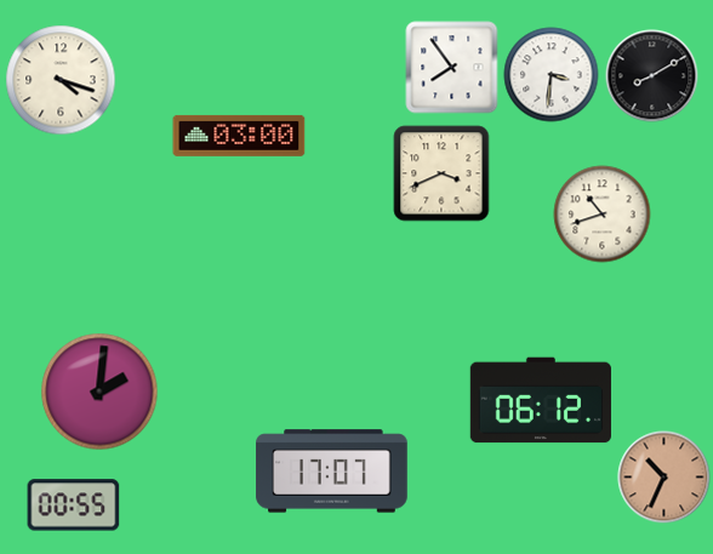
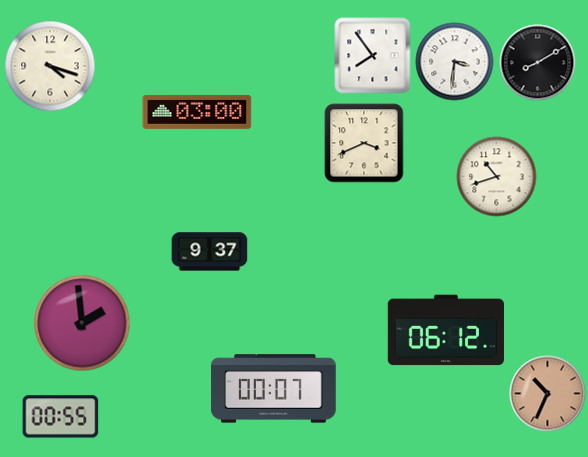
clock at (210, 252): none -> 9:37
clock at (99, 392): 2:01 -> 1:59
clock at (332, 472): 17:07 -> 00:07
